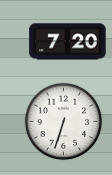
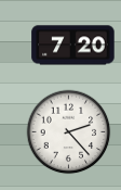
clock at (63, 121): 6:33 -> 2:23
